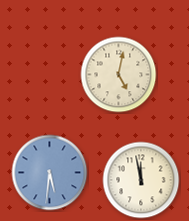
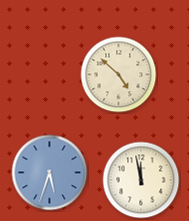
clock at (119, 75): 5:02 -> 4:52
clock at (50, 173): 5:31 -> 5:33
